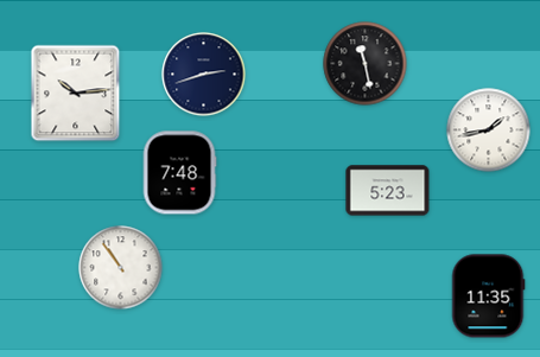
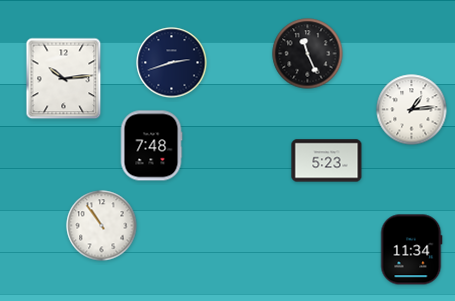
clock at (366, 64): 11:28 -> 11:26
clock at (489, 130): 1:43 -> 1:14
clock at (488, 297): 11:35 -> 11:34
